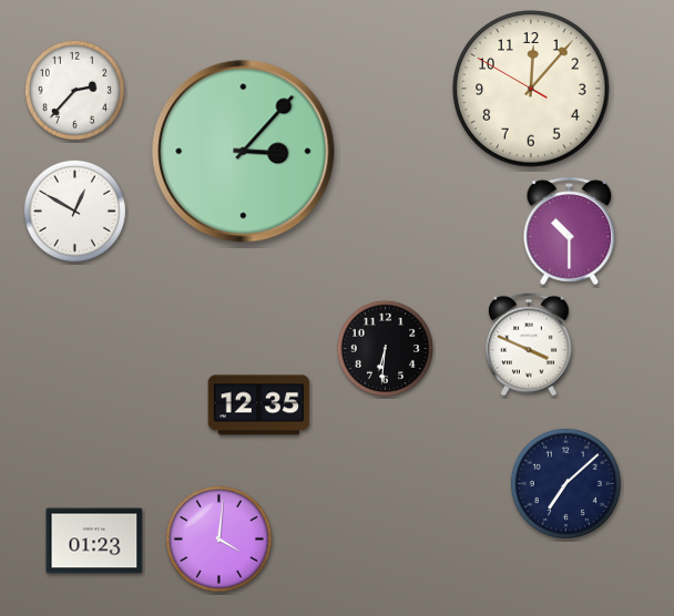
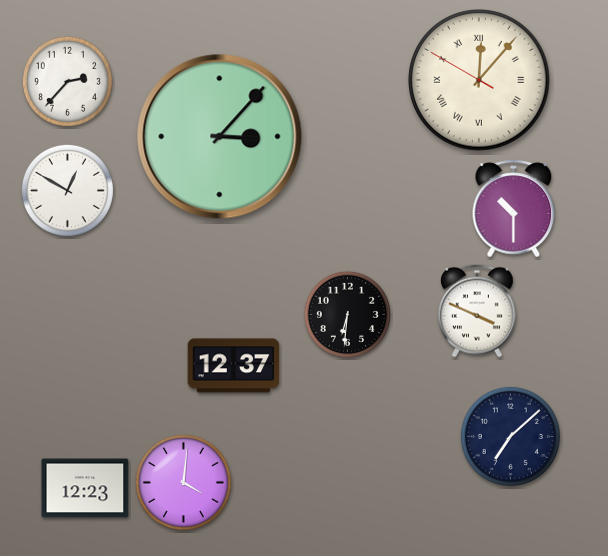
clock at (531, 89) numerals: Arabic -> Roman
clock at (259, 405): 12:35 -> 12:37
clock at (218, 538) position: (218, 538) -> (183, 482)
clock at (94, 541): 01:23 -> 12:23
